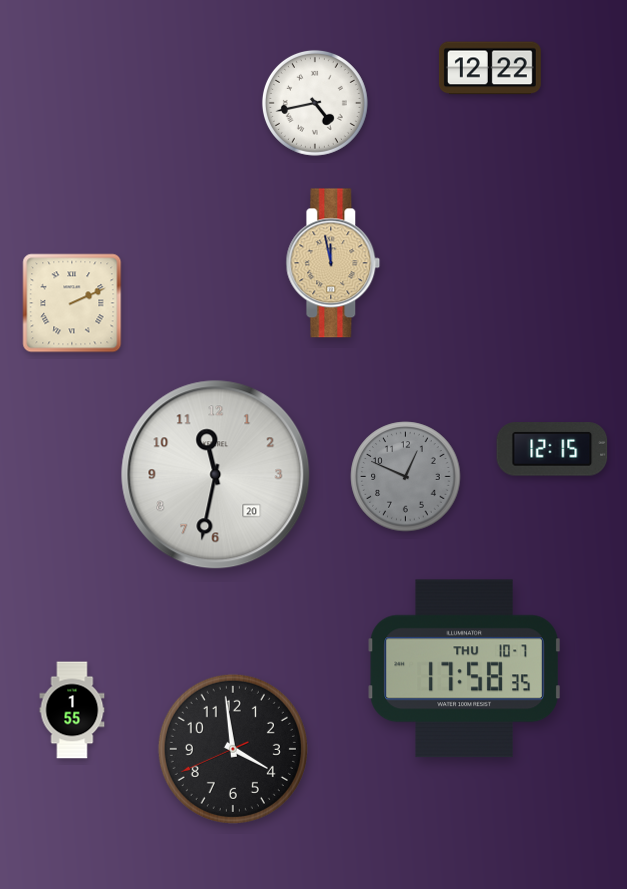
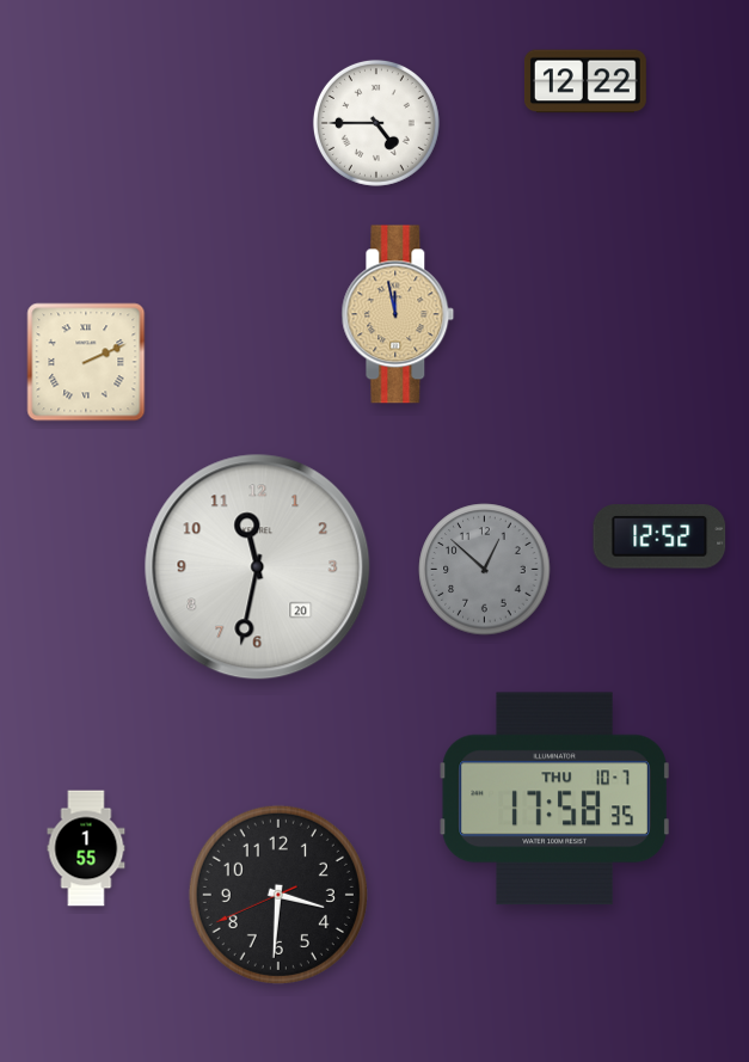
clock at (315, 103): 4:43 -> 4:45
clock at (552, 449): 12:15 -> 12:52
clock at (406, 477): 12:49 -> 12:52
clock at (233, 749): 3:58 -> 3:30
